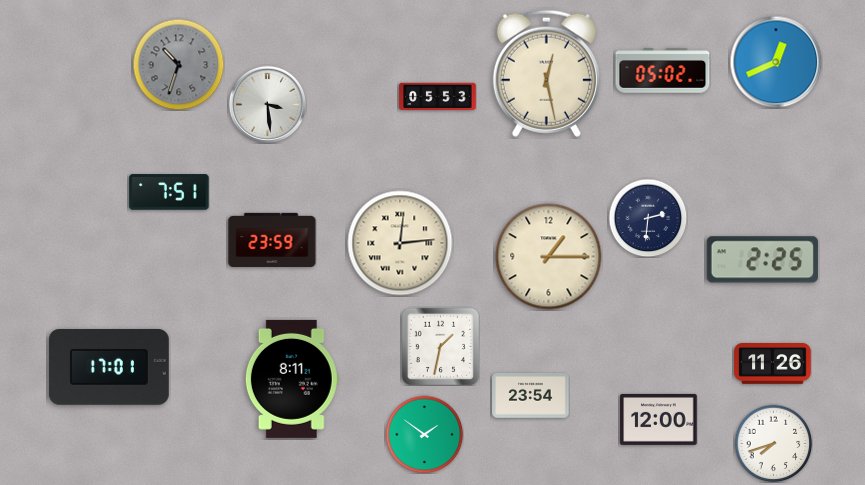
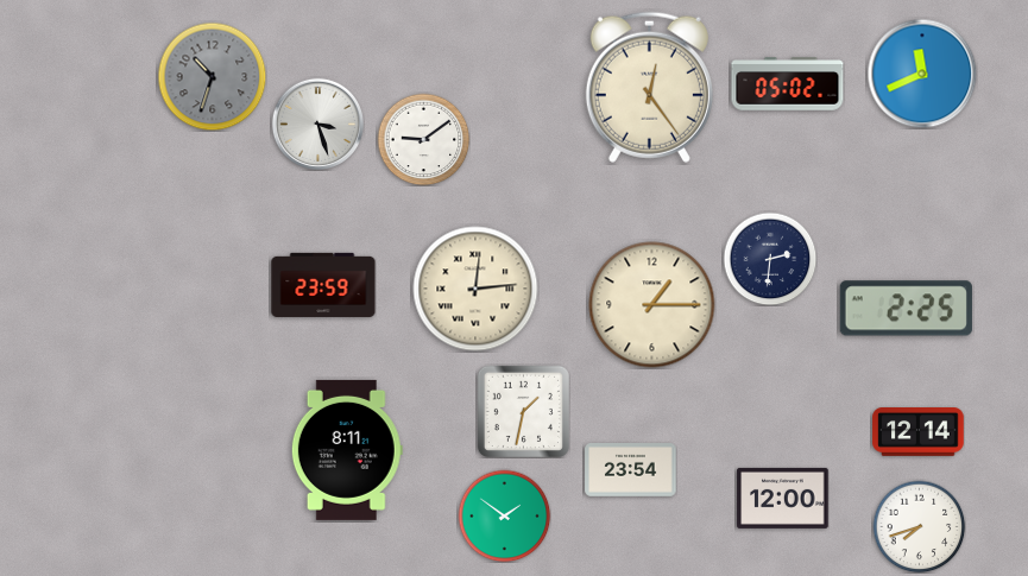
clock at (776, 62): 12:41 -> 11:41
clock at (546, 73): 12:28 -> 12:24
clock at (438, 97): 05:53 -> none
clock at (267, 104): 3:29 -> 3:27
clock at (423, 139): none -> 9:09
clock at (169, 192): 7:51 -> none
clock at (773, 364): 11:26 -> 12:14
clock at (109, 367): 17:01 -> none
